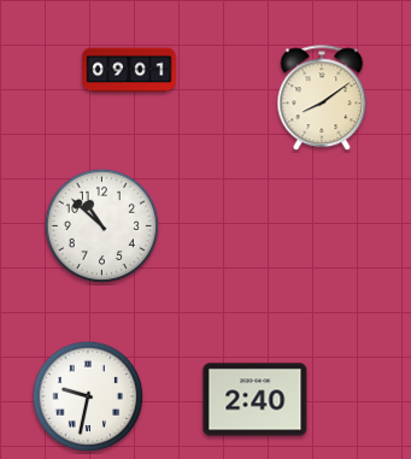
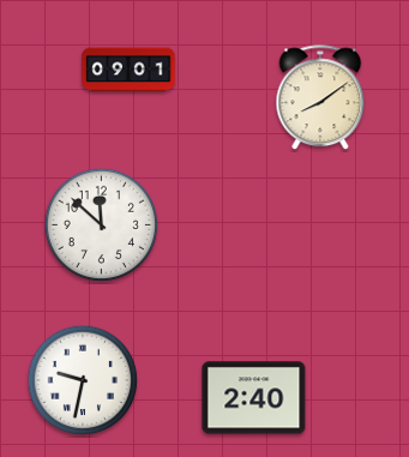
clock at (102, 226): 10:52 -> 11:52
clock at (88, 396) position: (88, 396) -> (83, 380)
